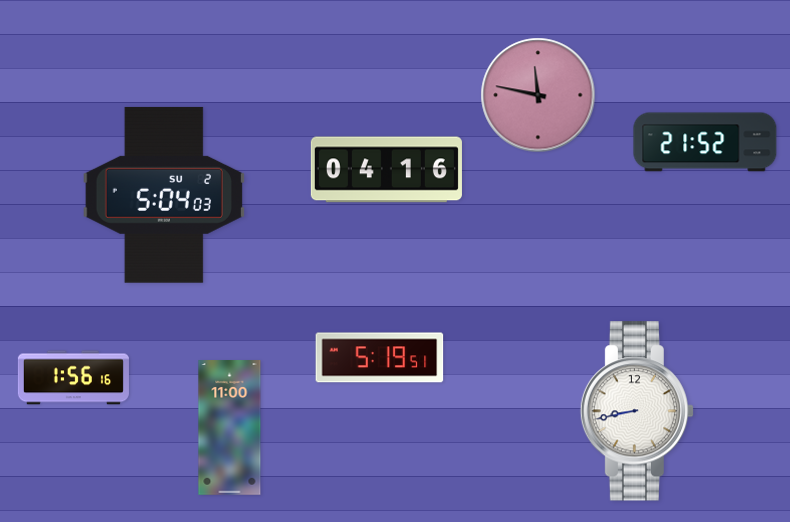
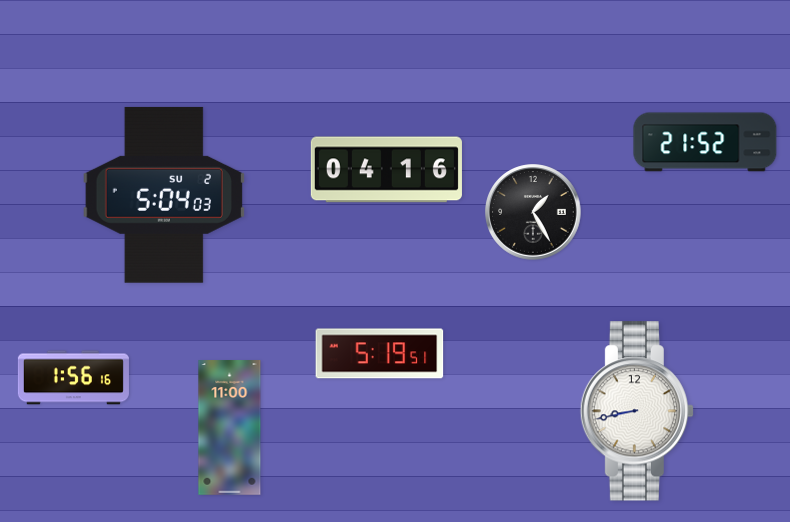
clock at (538, 95): 11:47 -> none
clock at (533, 212): none -> 1:25
clock at (380, 358) position: (380, 358) -> (380, 354)
